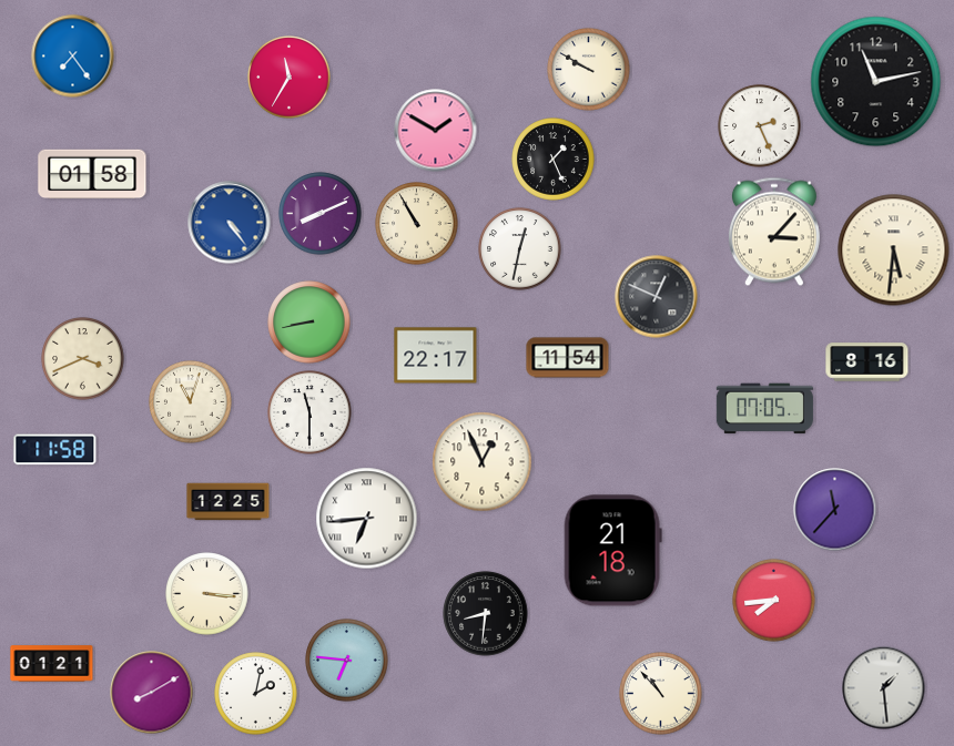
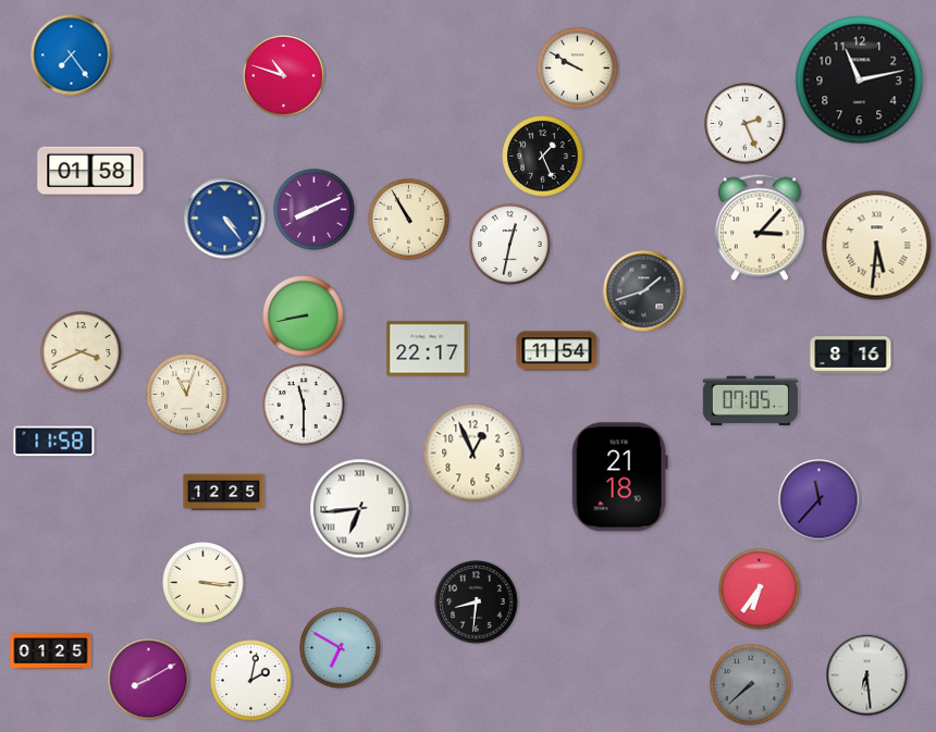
clock at (290, 78): 11:35 -> 10:48
clock at (436, 131): 1:50 -> none
clock at (657, 297): 12:49 -> 1:42
clock at (612, 551) position: (612, 551) -> (619, 477)
clock at (774, 601): 7:44 -> 6:36
clock at (347, 661): 6:46 -> 6:50
clock at (52, 664): 01:21 -> 01:25
clock at (884, 688): 1:29 -> 6:29
clock at (661, 694): 10:53 -> none
clock at (751, 685): none -> 7:38
